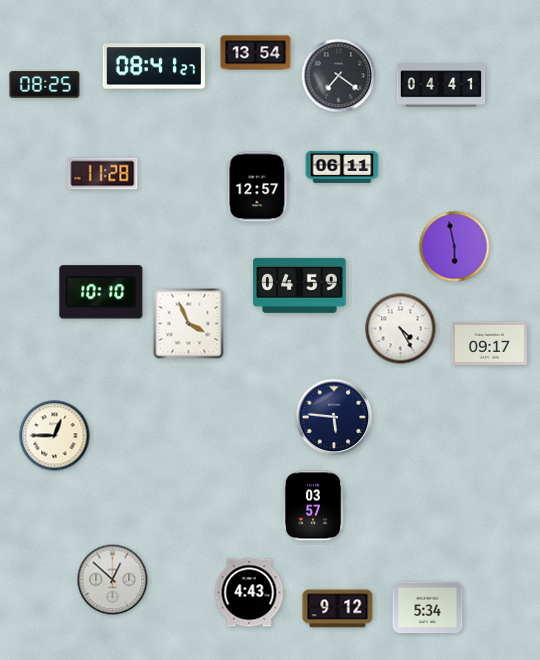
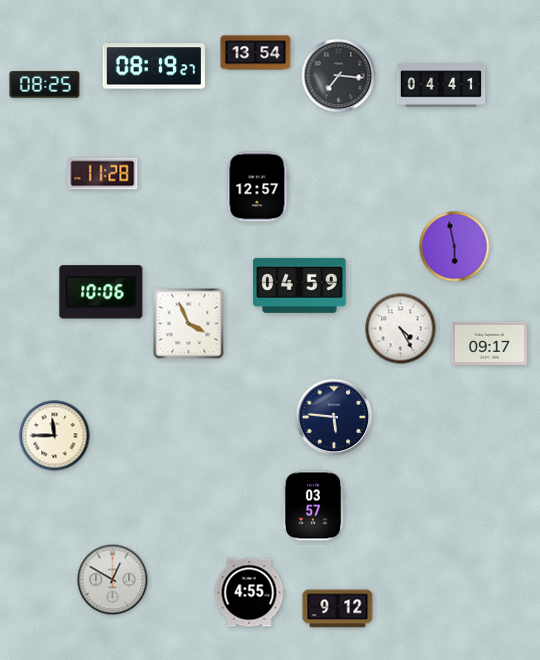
clock at (154, 66): 08:41 -> 08:19
clock at (339, 76): 7:21 -> 7:16
clock at (342, 167): 06:11 -> none
clock at (101, 292): 10:10 -> 10:06
clock at (55, 436): 12:45 -> 11:45
clock at (113, 580): 12:52 -> 12:50
clock at (249, 593): 4:43 -> 4:55
clock at (428, 608): 5:34 -> none
